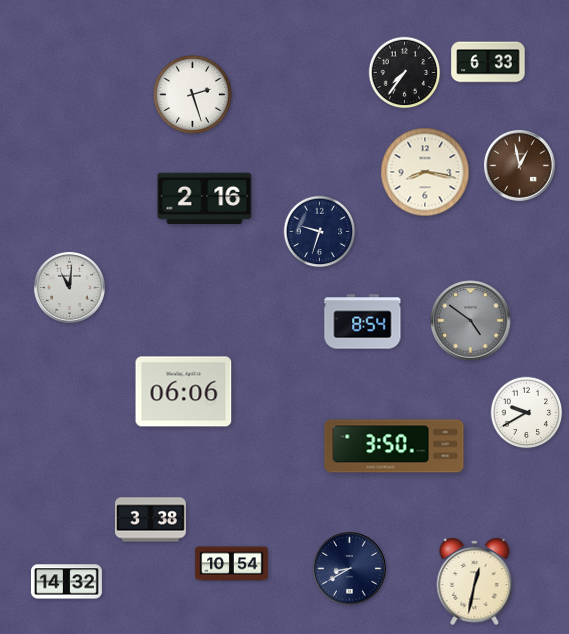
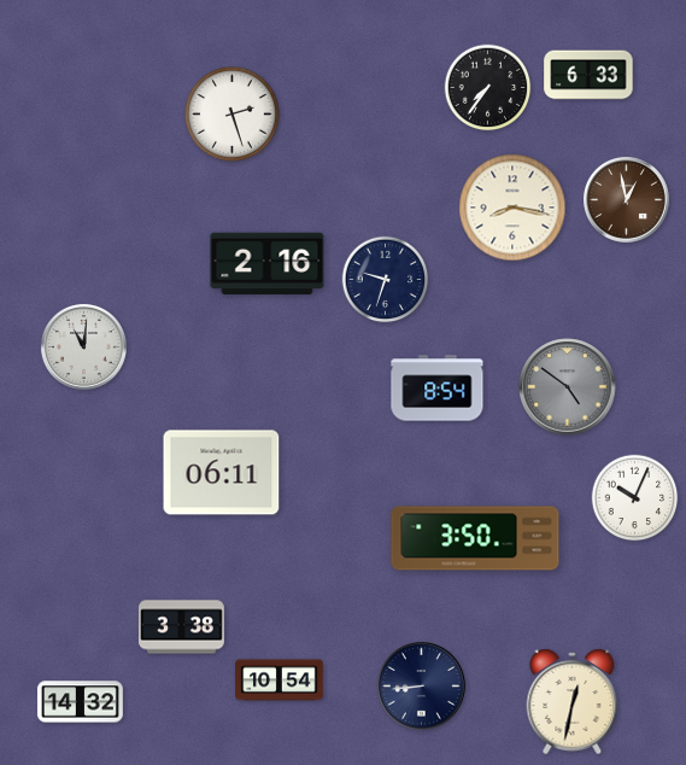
clock at (205, 199) position: (205, 199) -> (268, 264)
clock at (184, 392): 06:06 -> 06:11
clock at (527, 413): 9:40 -> 10:04
clock at (350, 569): 8:40 -> 8:44
